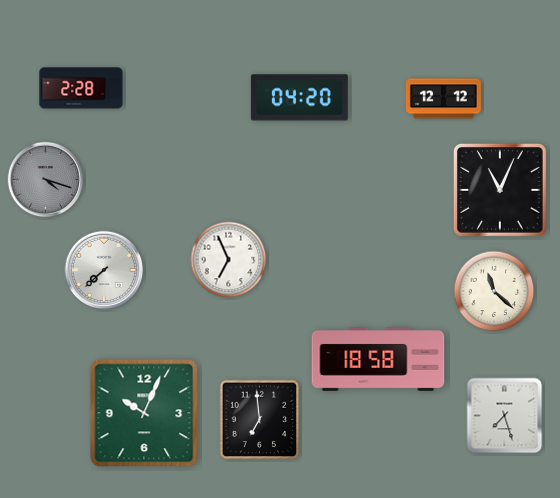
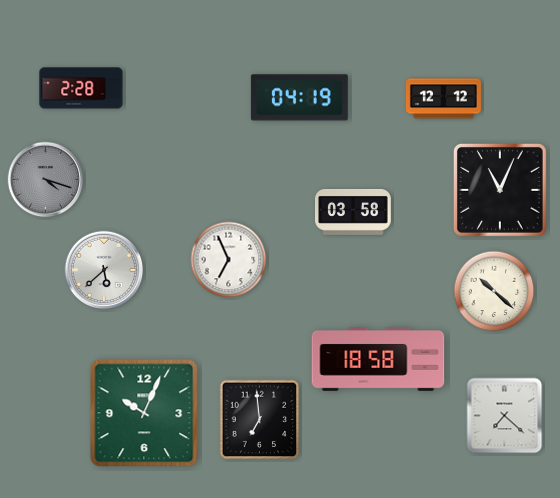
clock at (299, 98): 04:20 -> 04:19
clock at (354, 212): none -> 03:58
clock at (104, 270): 7:38 -> 5:38
clock at (494, 291): 11:22 -> 10:22
clock at (505, 416): 7:27 -> 7:22
